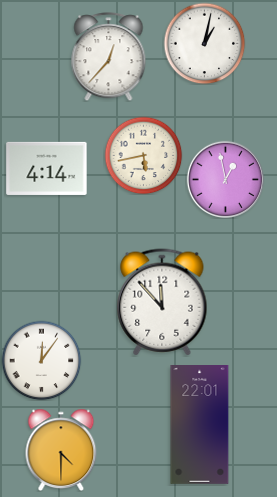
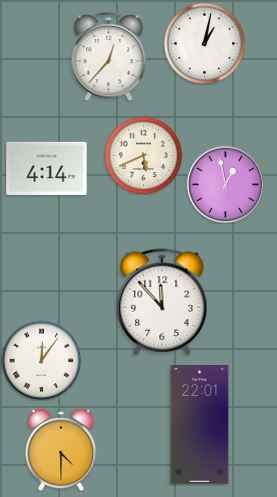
clock at (143, 155): 5:43 -> 5:41
clock at (225, 179) position: (225, 179) -> (225, 184)
